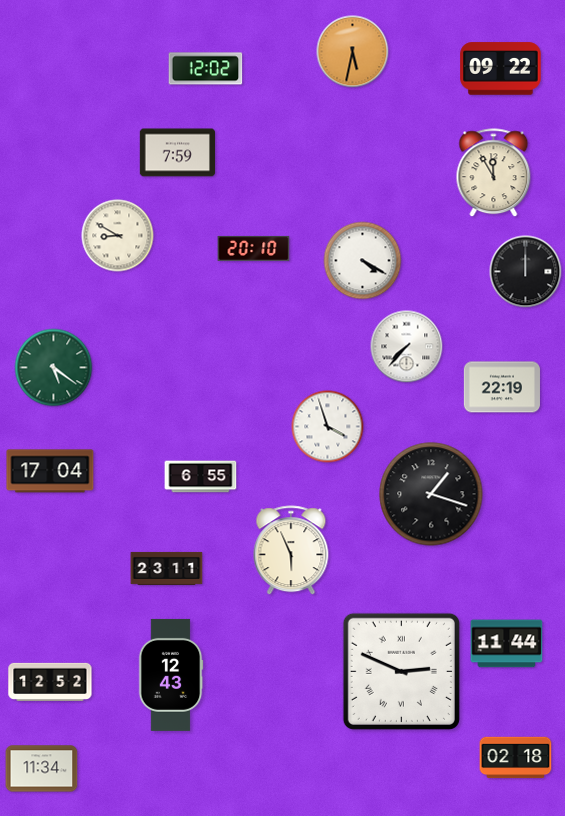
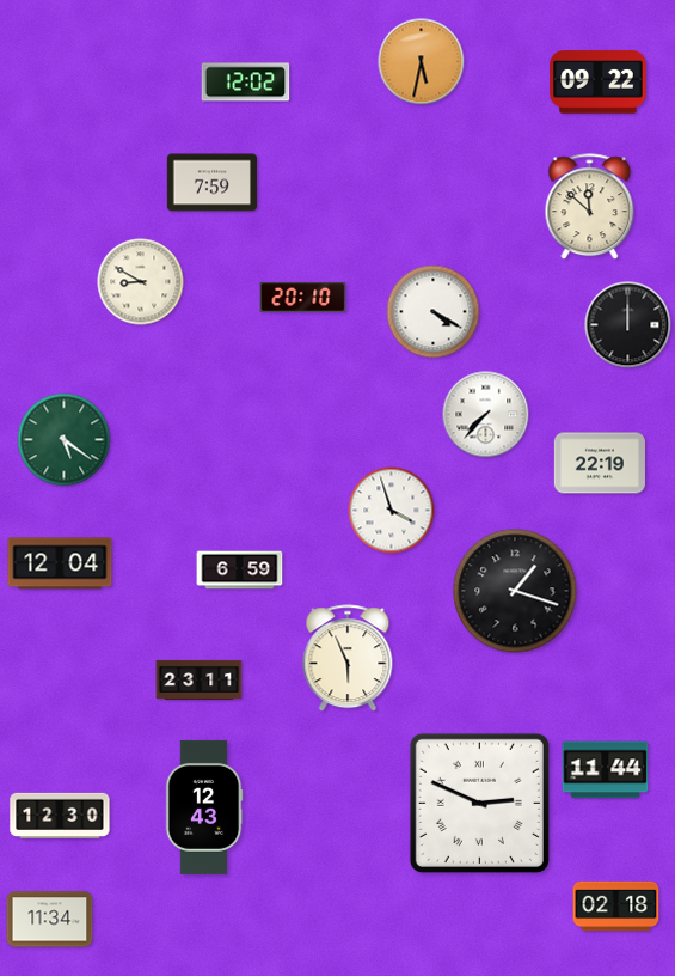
clock at (494, 173): 11:55 -> 11:52
clock at (50, 471): 17:04 -> 12:04
clock at (201, 477): 6:55 -> 6:59
clock at (50, 682): 12:52 -> 12:30
